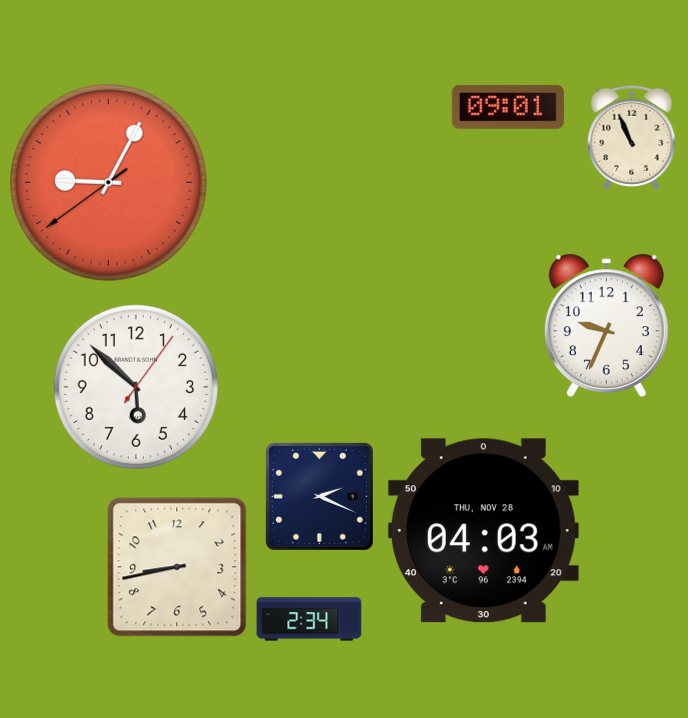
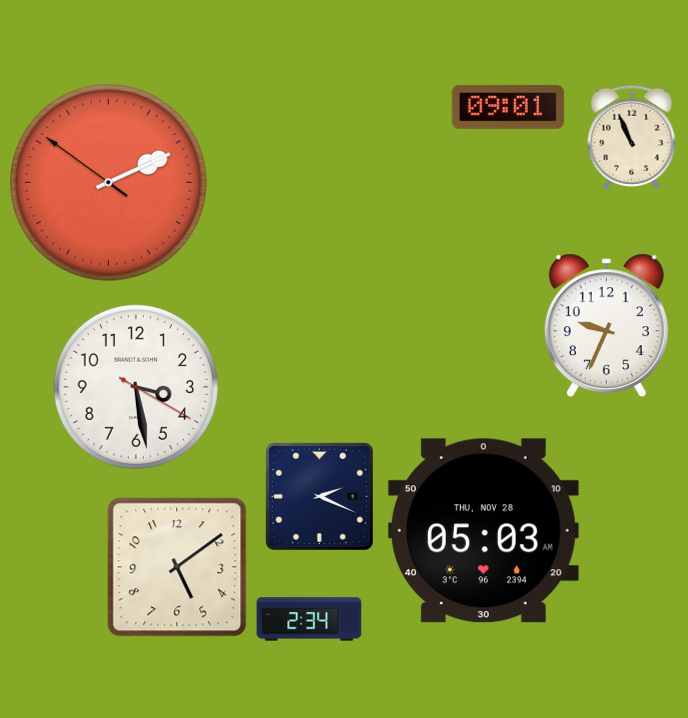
clock at (109, 183): 9:04 -> 2:10
clock at (136, 387): 5:52 -> 3:28
clock at (483, 531): 04:03 -> 05:03
clock at (177, 567): 8:43 -> 5:09
